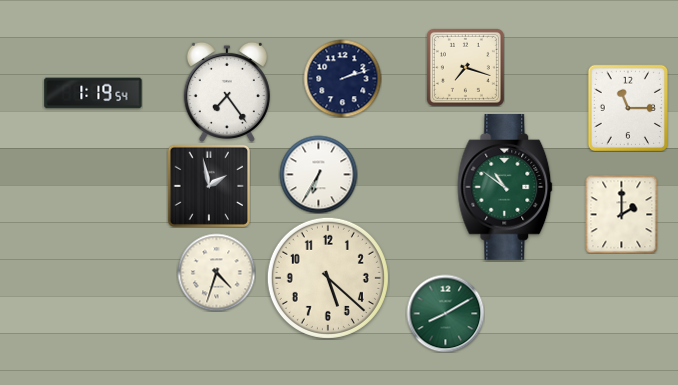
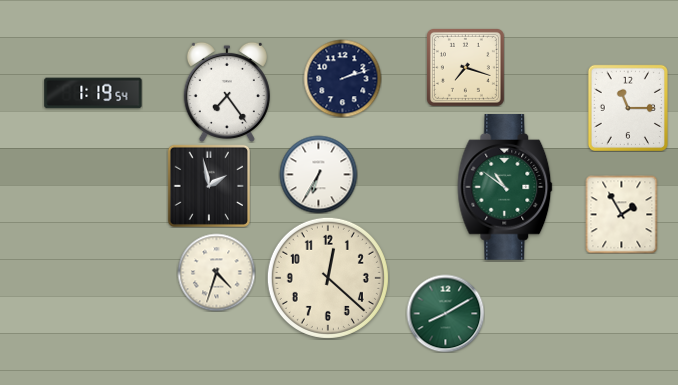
clock at (622, 214): 2:00 -> 1:55
clock at (328, 278): 5:22 -> 12:22
